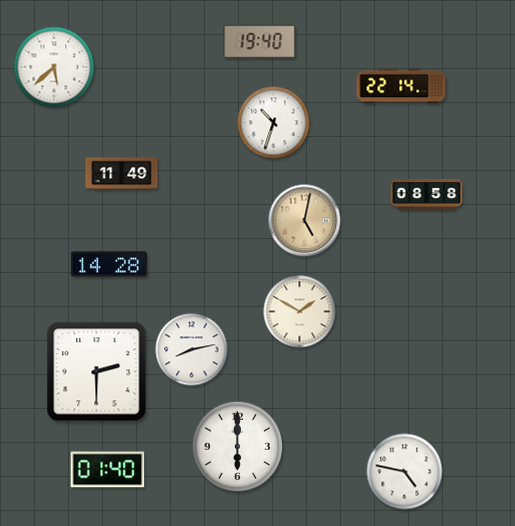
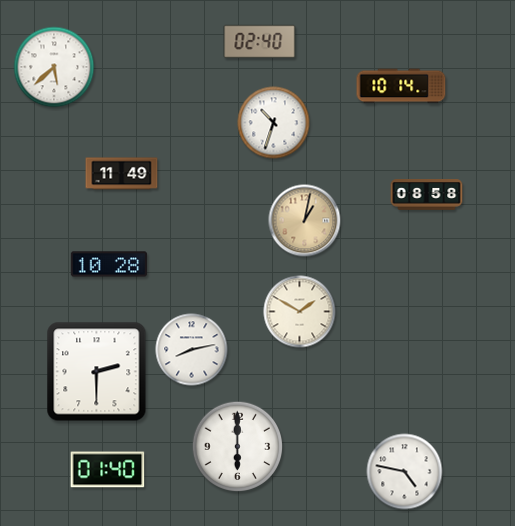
clock at (260, 42): 19:40 -> 02:40
clock at (401, 86): 22:14 -> 10:14
clock at (305, 221): 5:02 -> 1:02
clock at (109, 264): 14:28 -> 10:28
